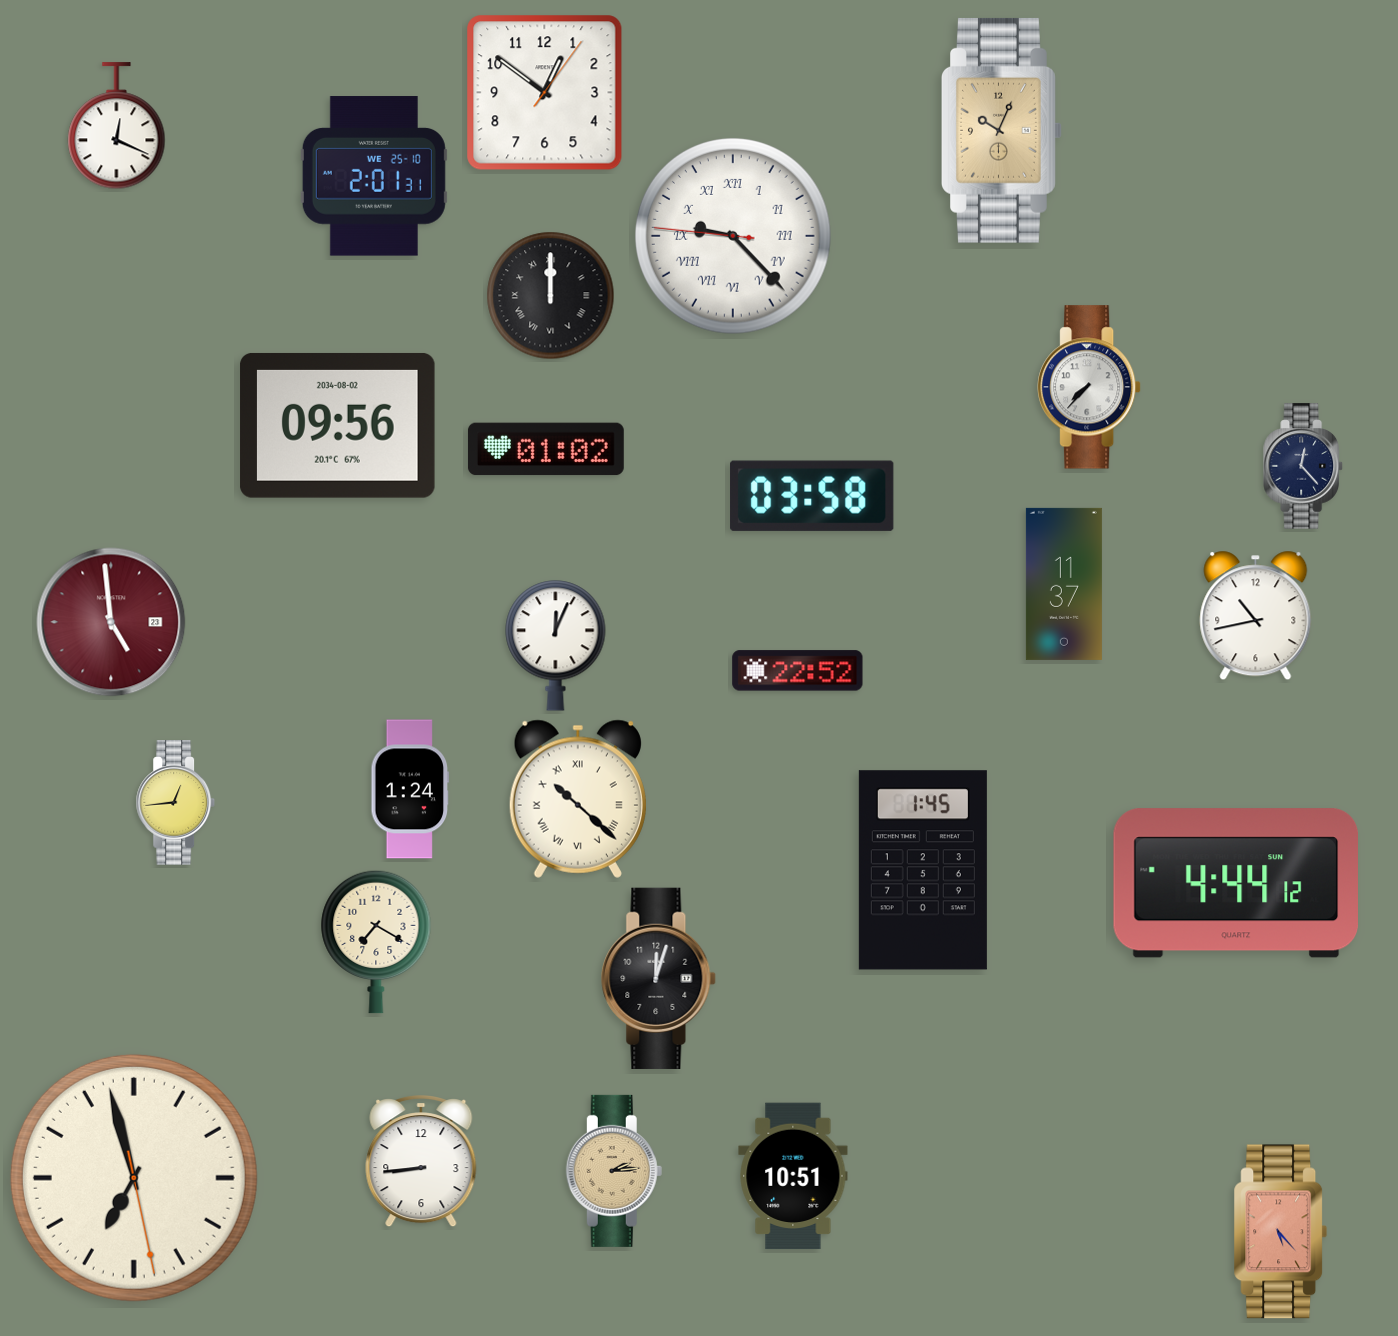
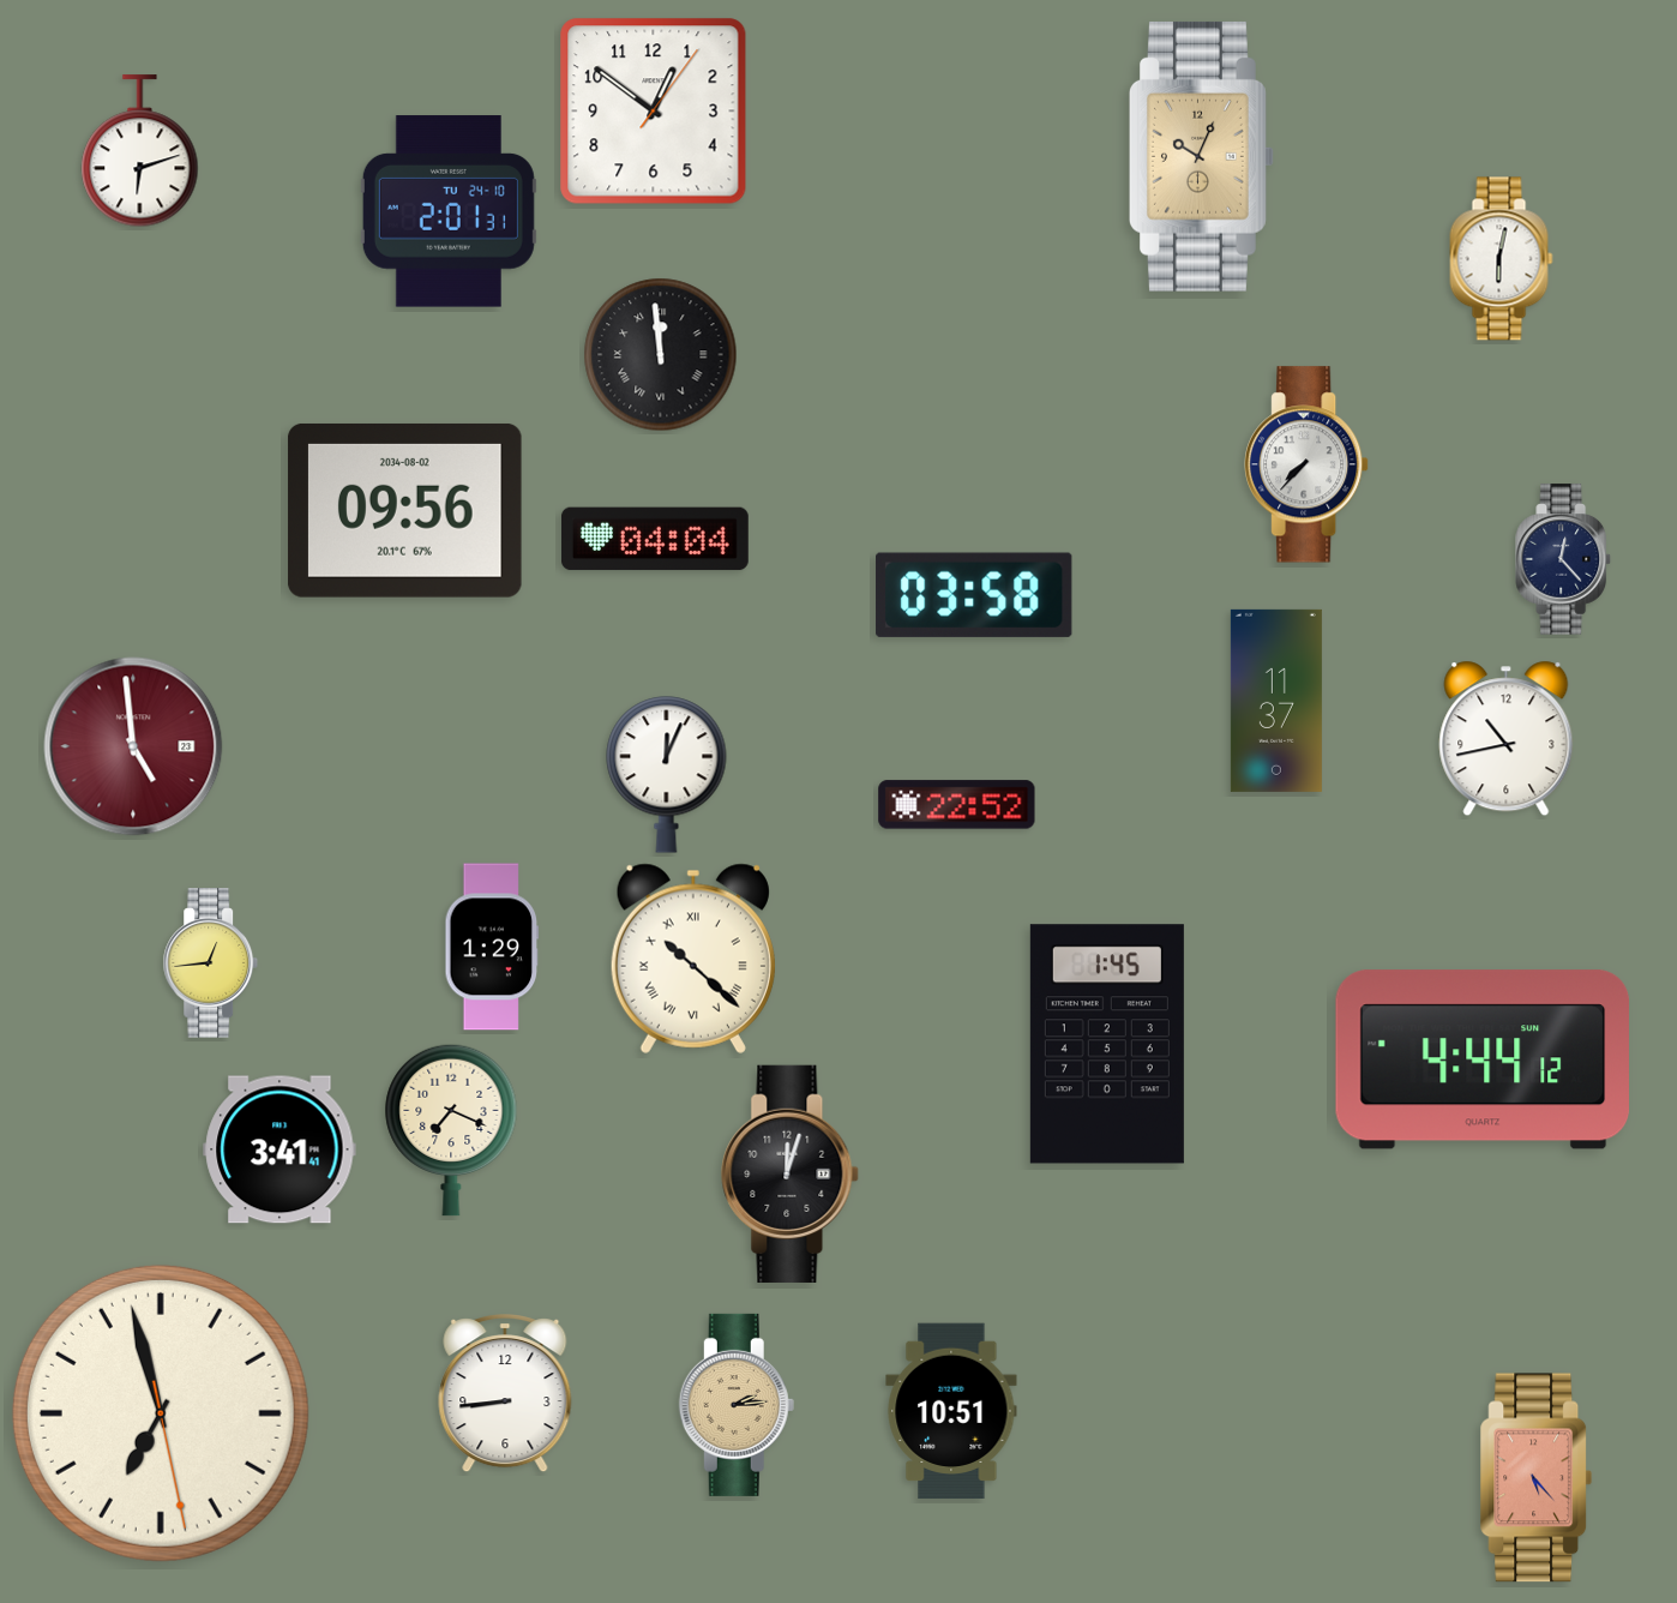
clock at (117, 126): 12:19 -> 6:12
clock at (374, 176) date: WE 25-10 -> TU 24-10
clock at (1502, 259): none -> 6:02
clock at (733, 236): 9:22 -> none
clock at (551, 296): 12:00 -> 11:59
clock at (546, 449): 01:02 -> 04:04
clock at (410, 789): 1:24 -> 1:29
clock at (376, 942): 7:20 -> 7:19
clock at (279, 1149): none -> 3:41
